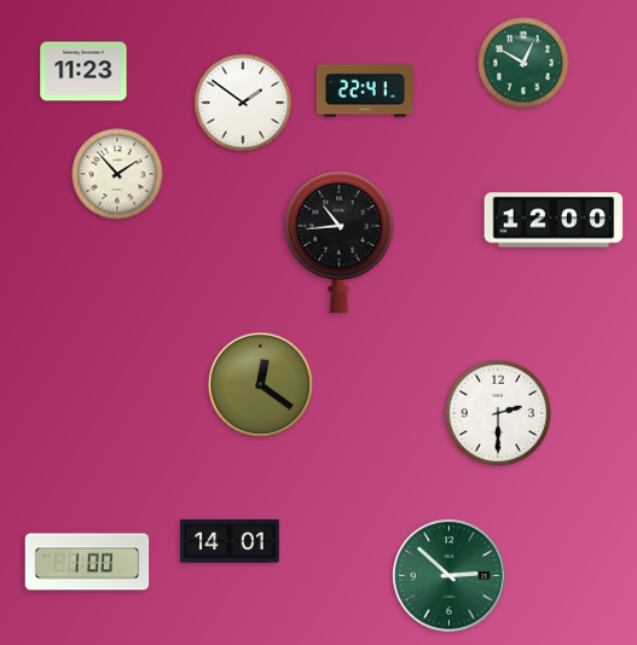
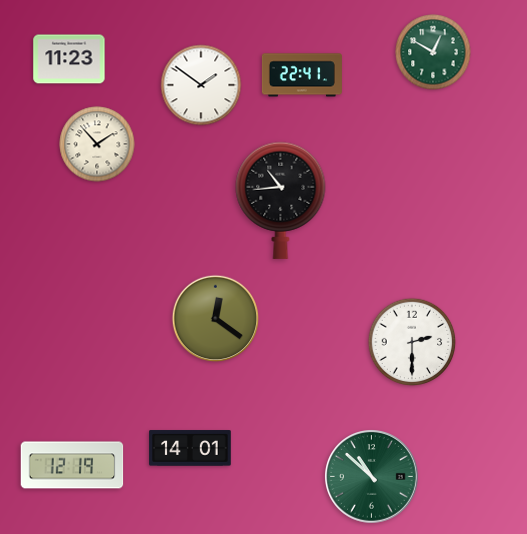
clock at (554, 220): 12:00 -> none
clock at (87, 562): 1:00 -> 12:19
clock at (450, 576): 2:52 -> 10:52
